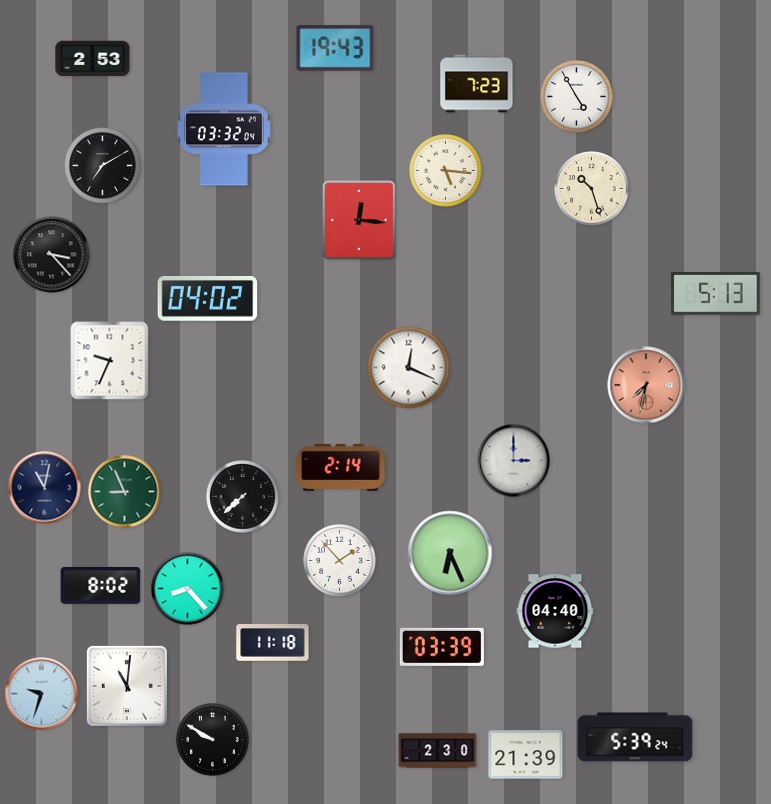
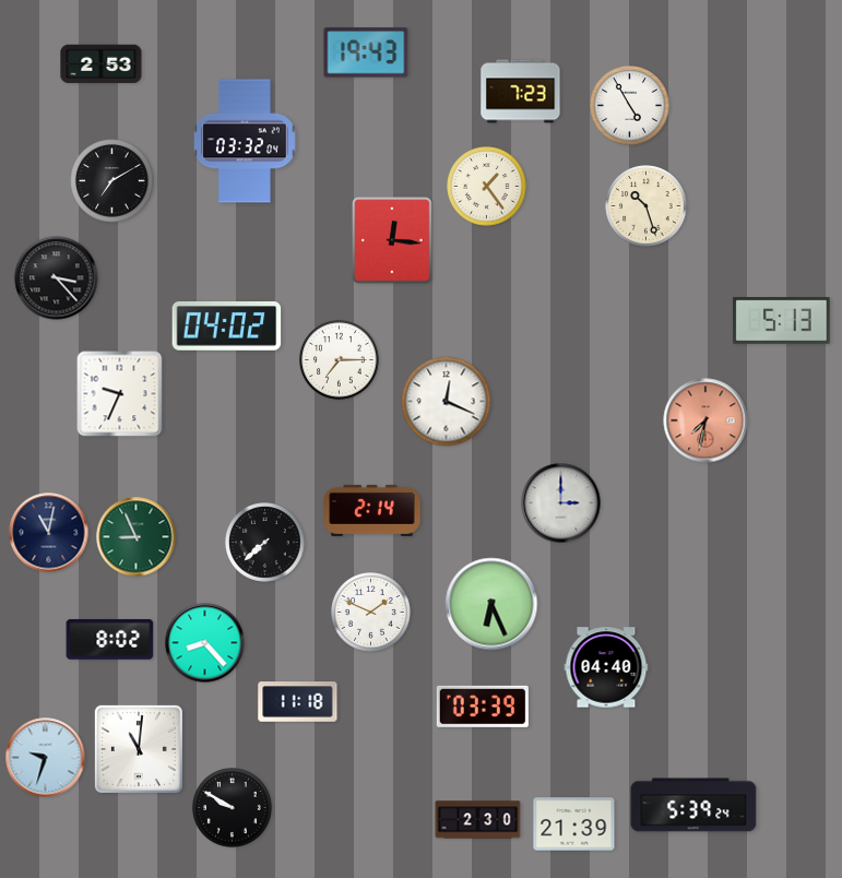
clock at (446, 171): 5:16 -> 1:24
clock at (340, 360): none -> 7:15
clock at (340, 561): 1:53 -> 1:49
